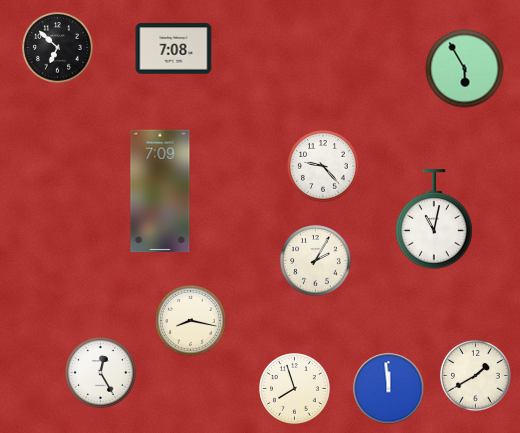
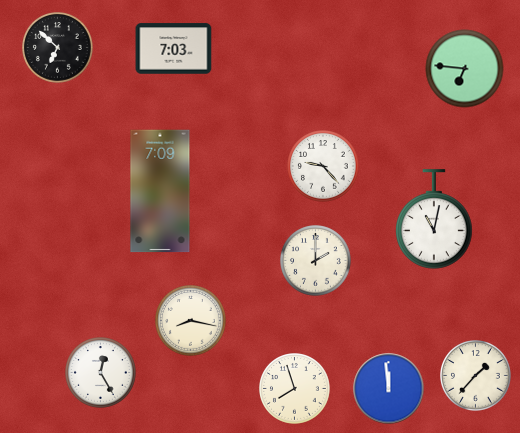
clock at (174, 49): 7:08 -> 7:03
clock at (465, 69): 5:55 -> 6:46
clock at (316, 261): 2:05 -> 2:00
clock at (476, 376): 1:40 -> 1:37
